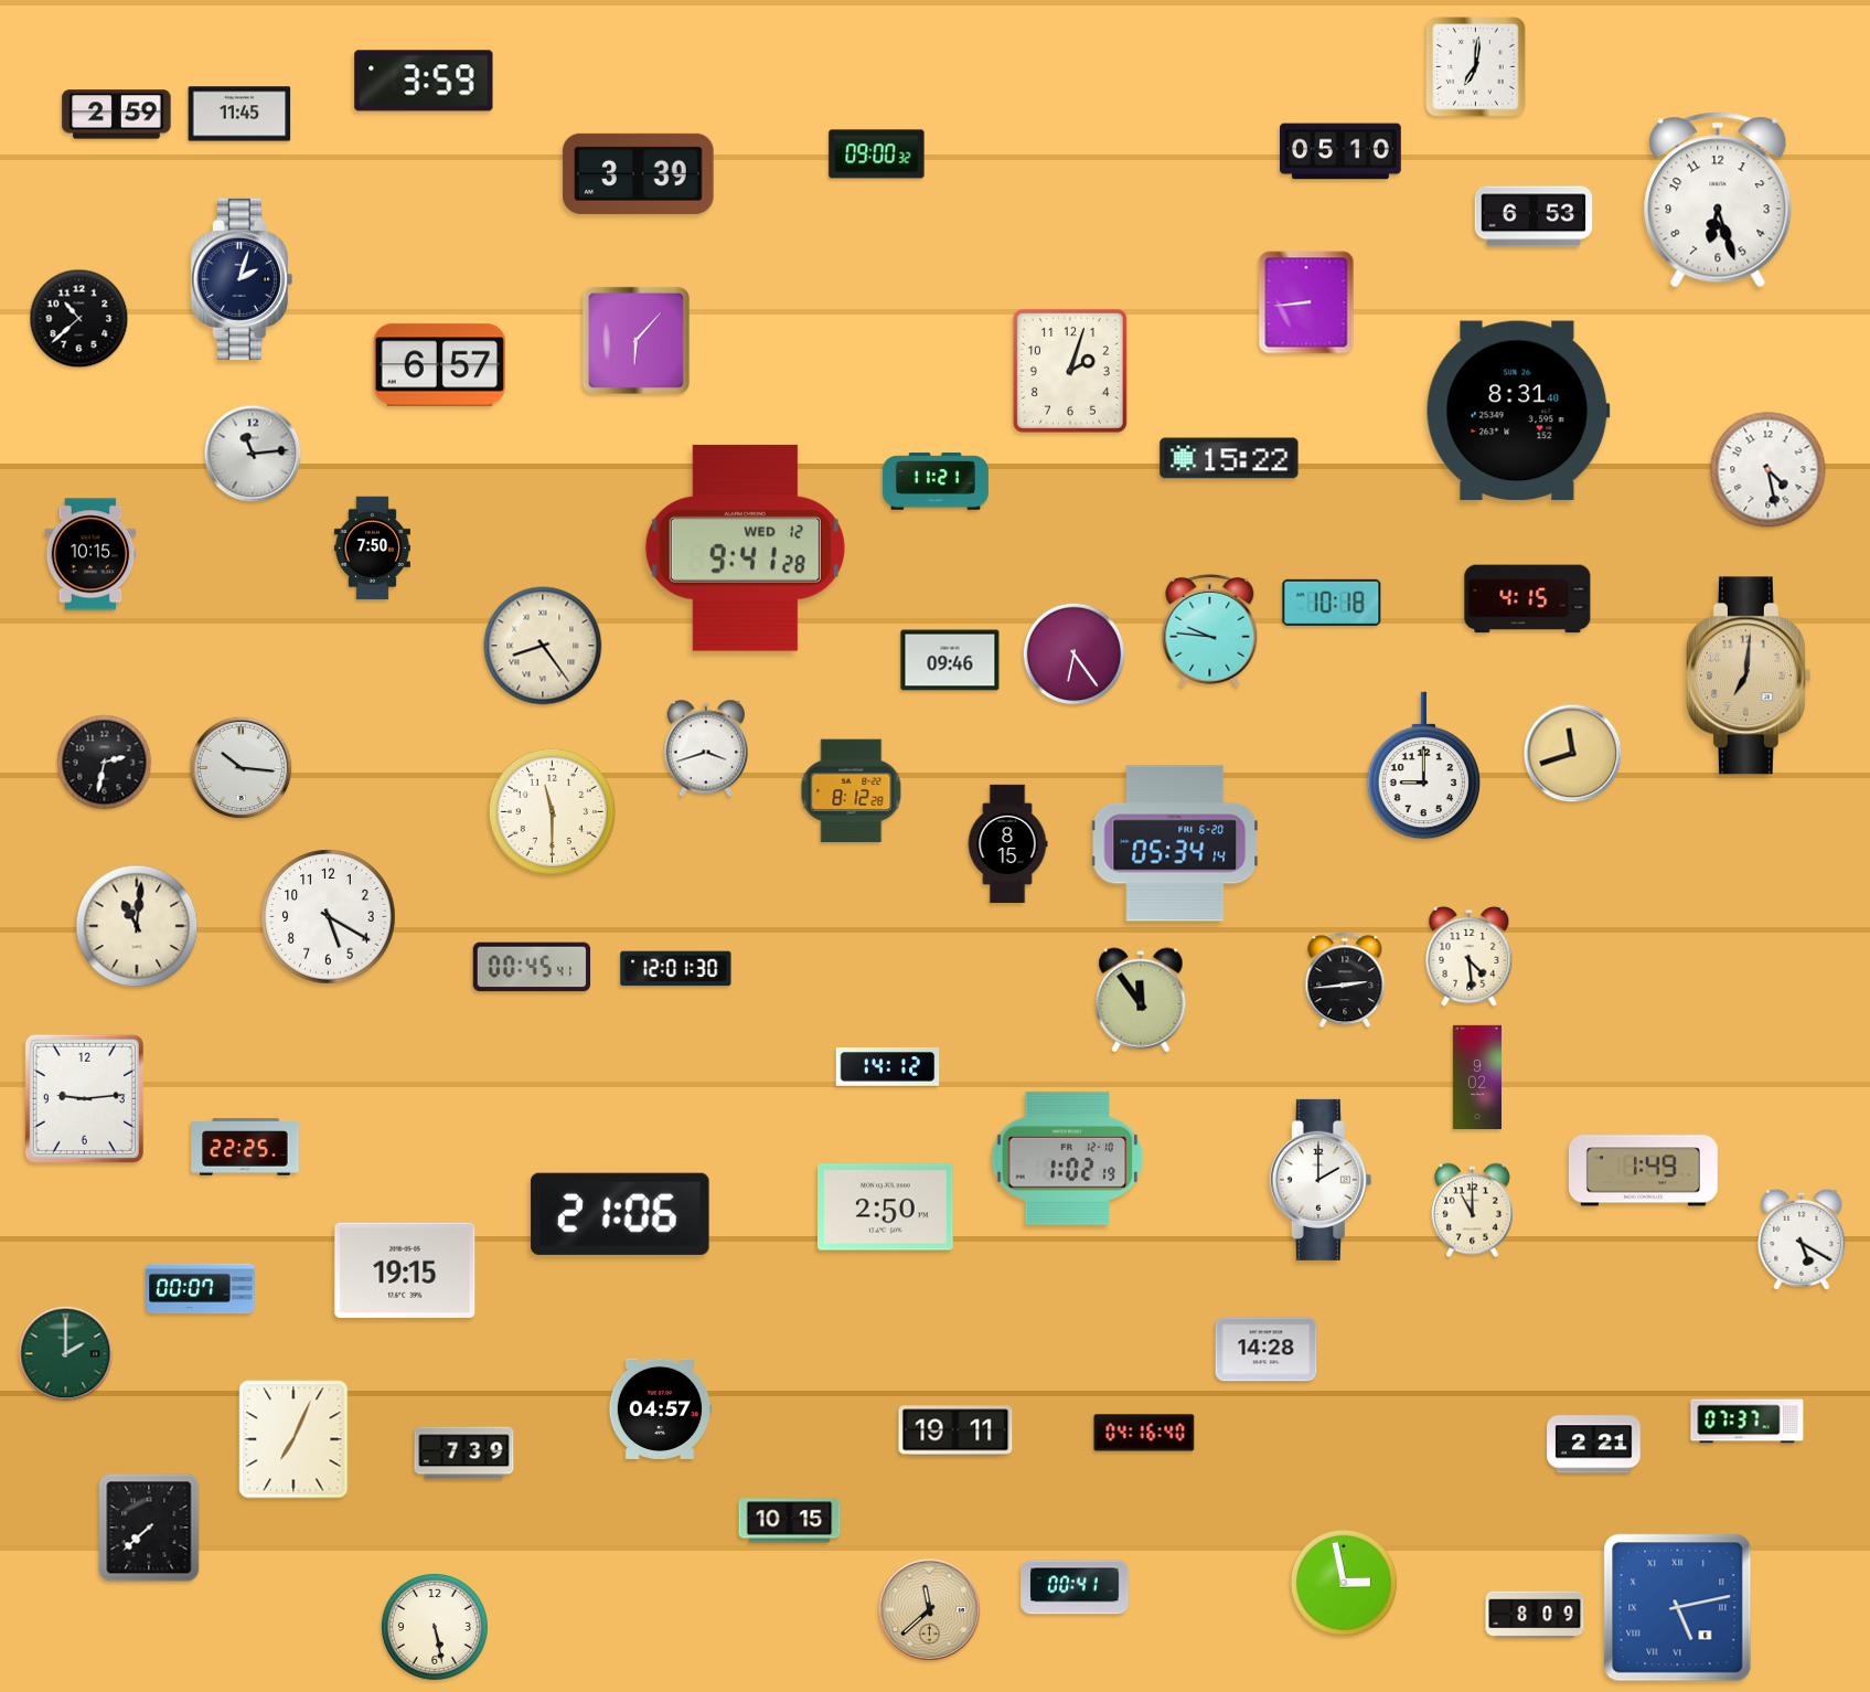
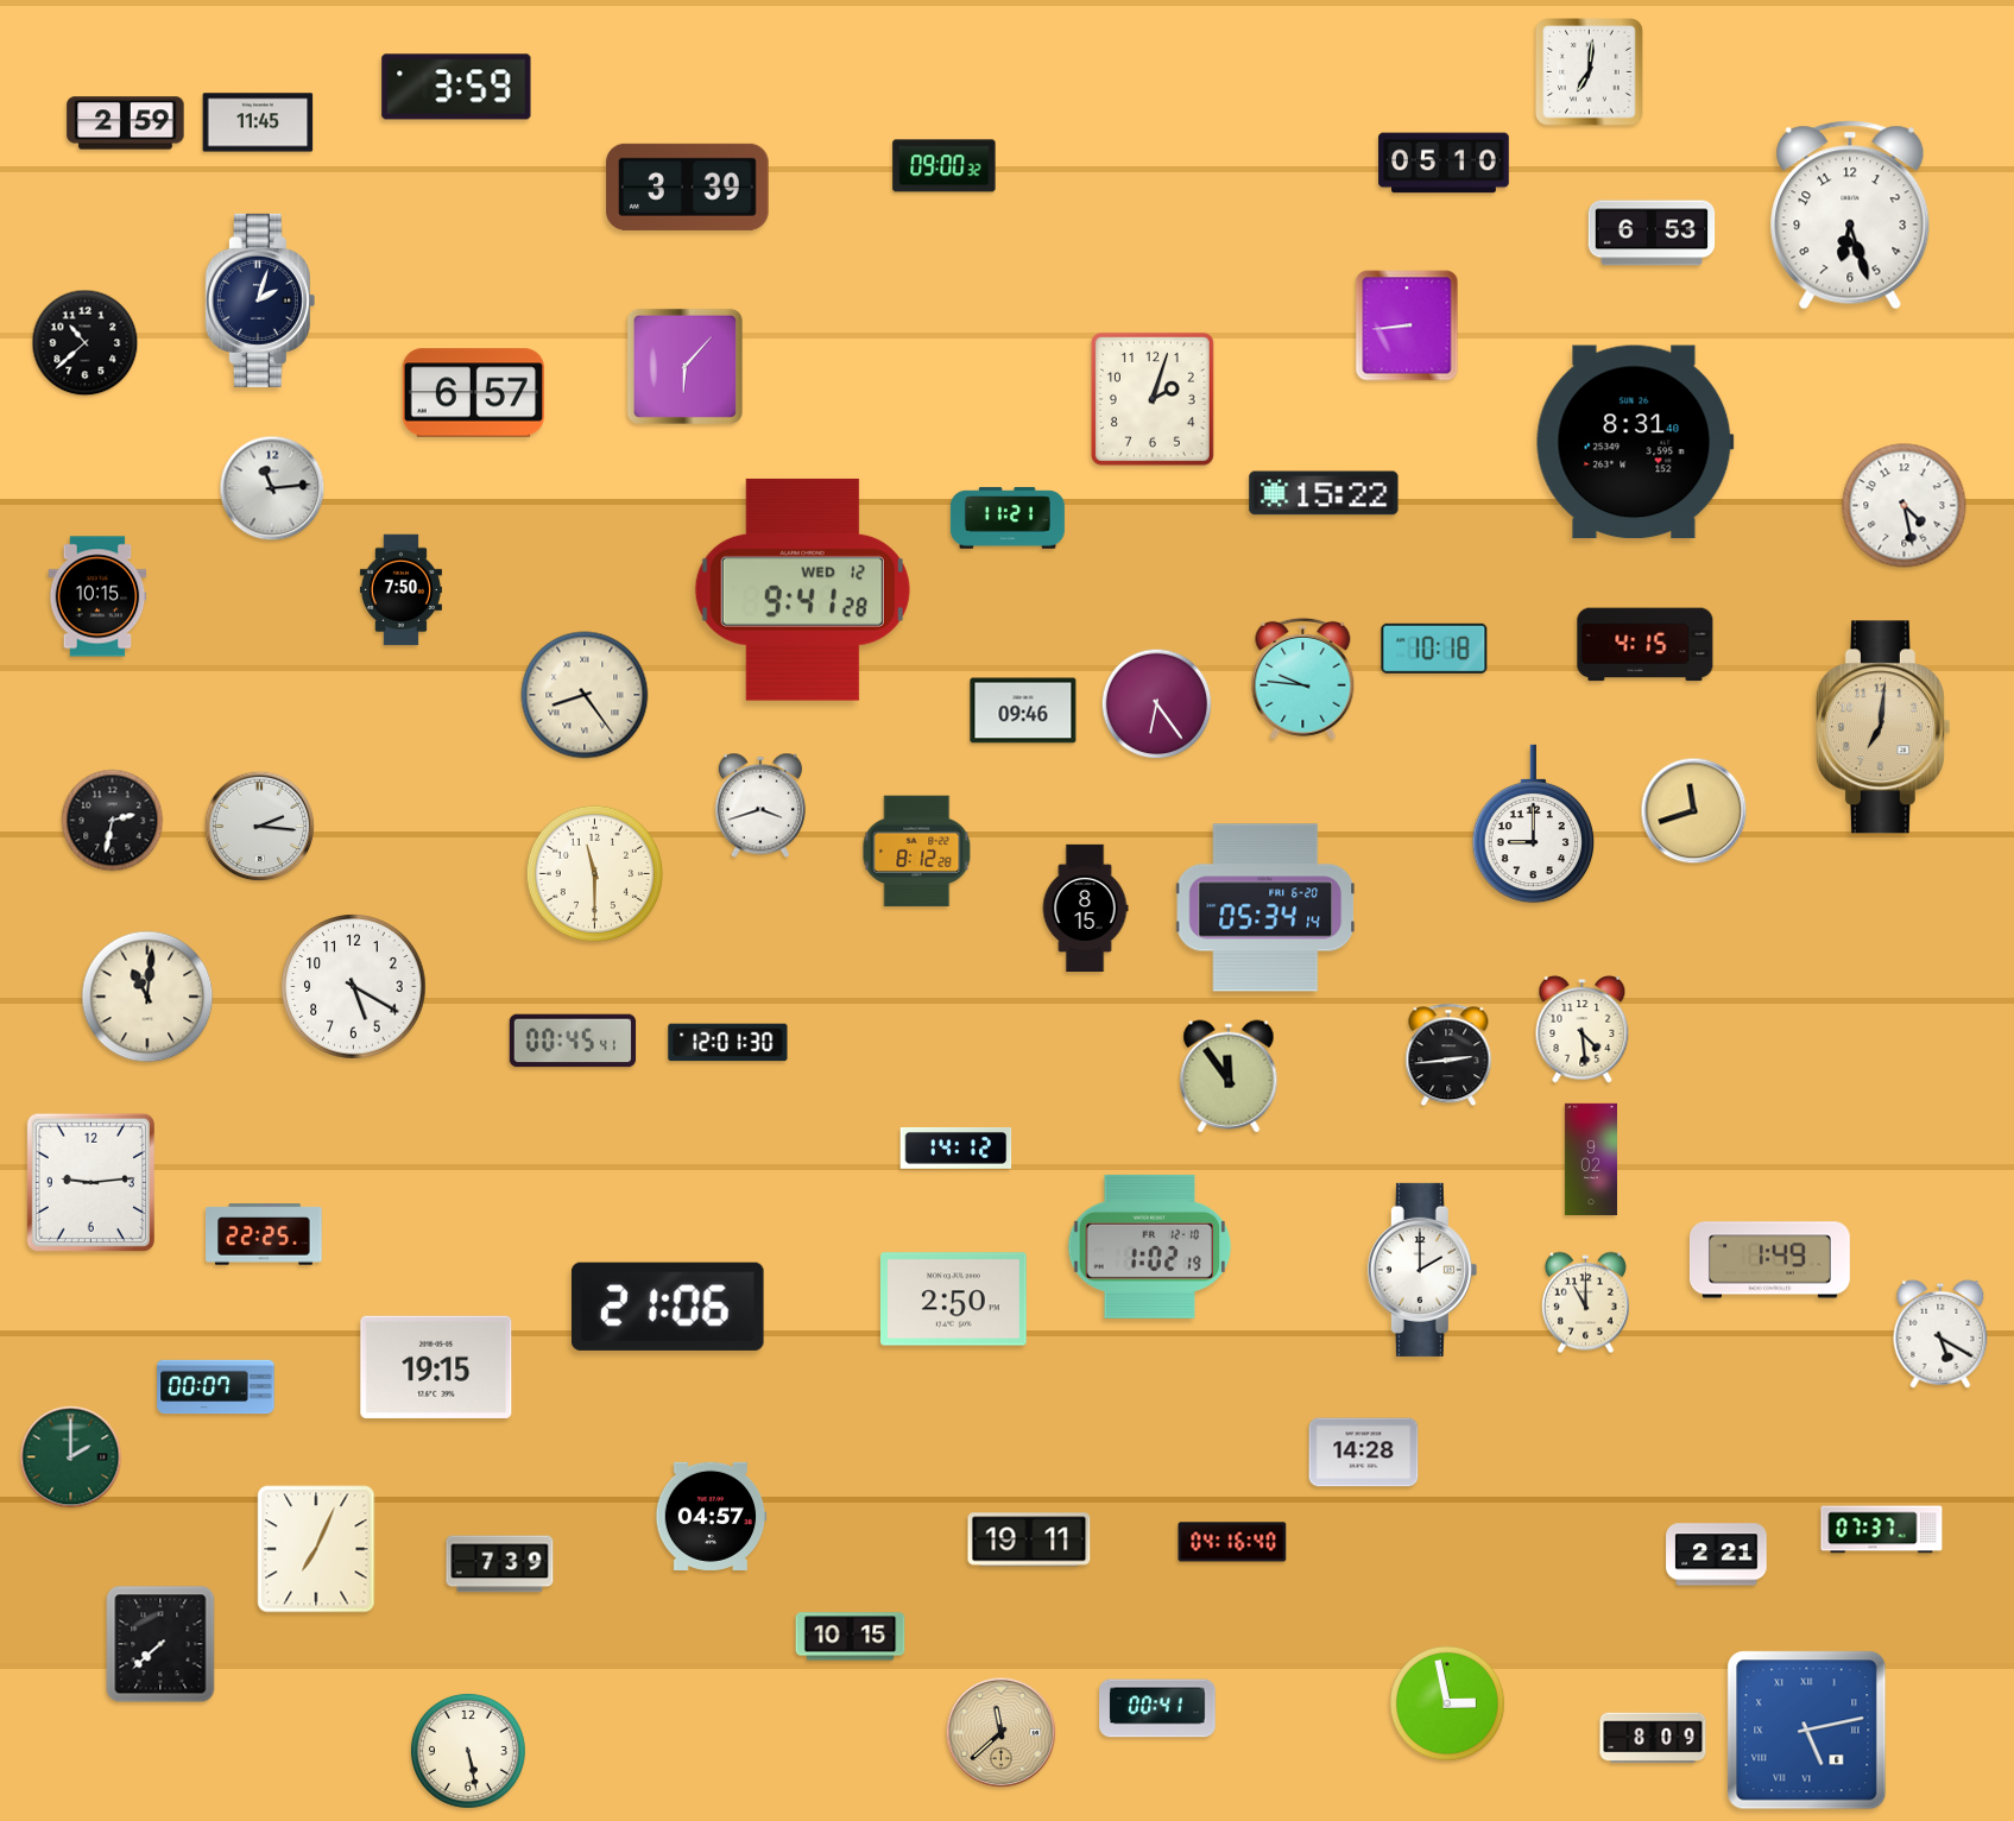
clock at (242, 768): 10:16 -> 2:16
